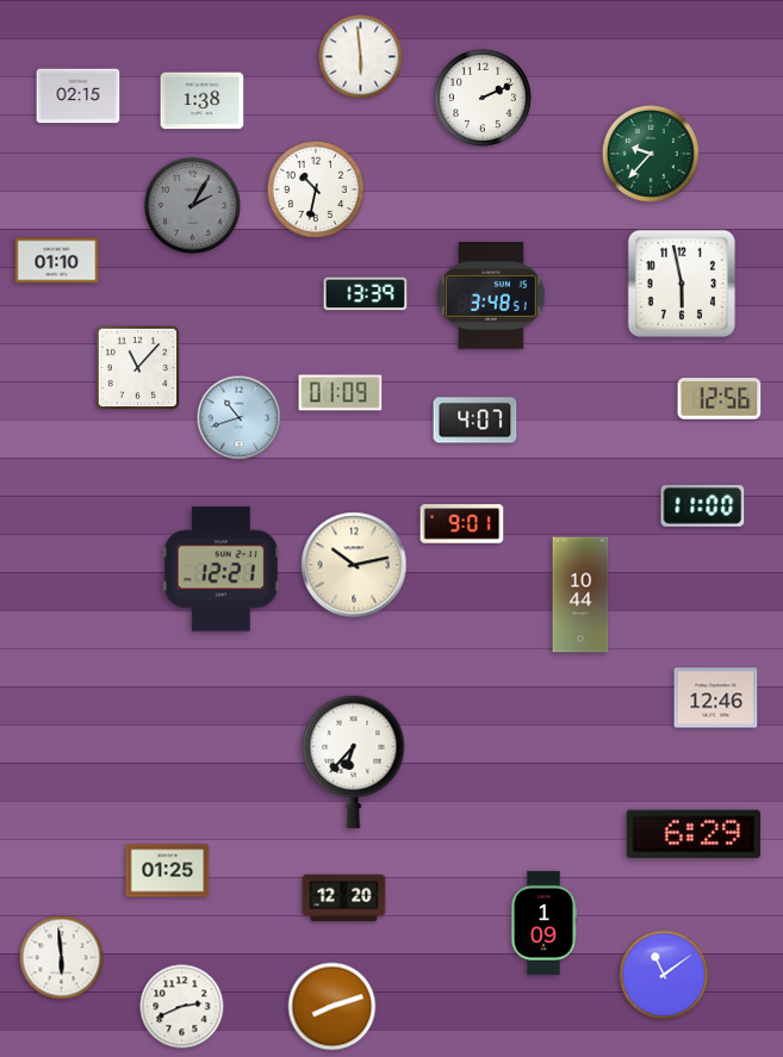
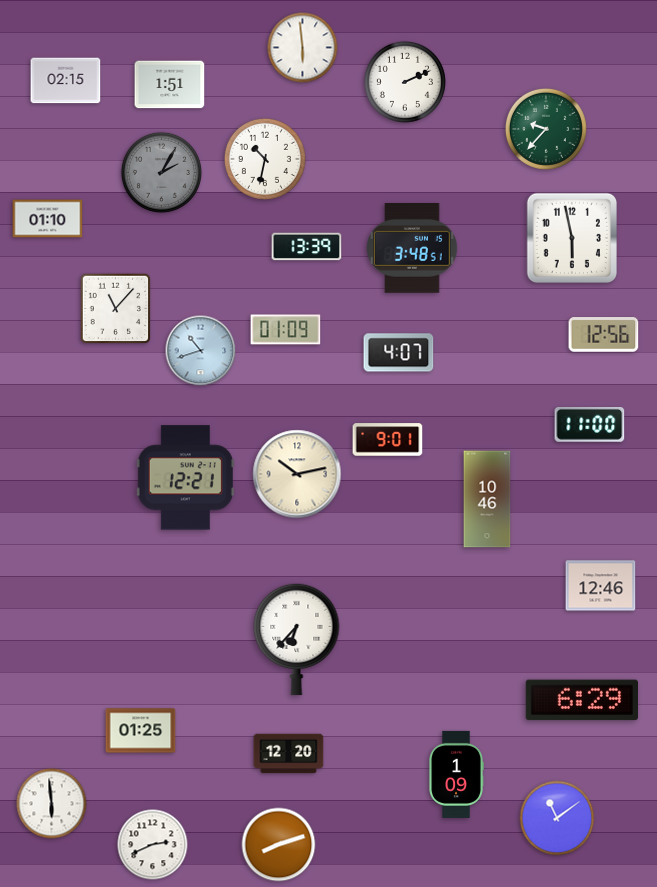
clock at (203, 101): 1:38 -> 1:51
clock at (580, 595): 10:44 -> 10:46
